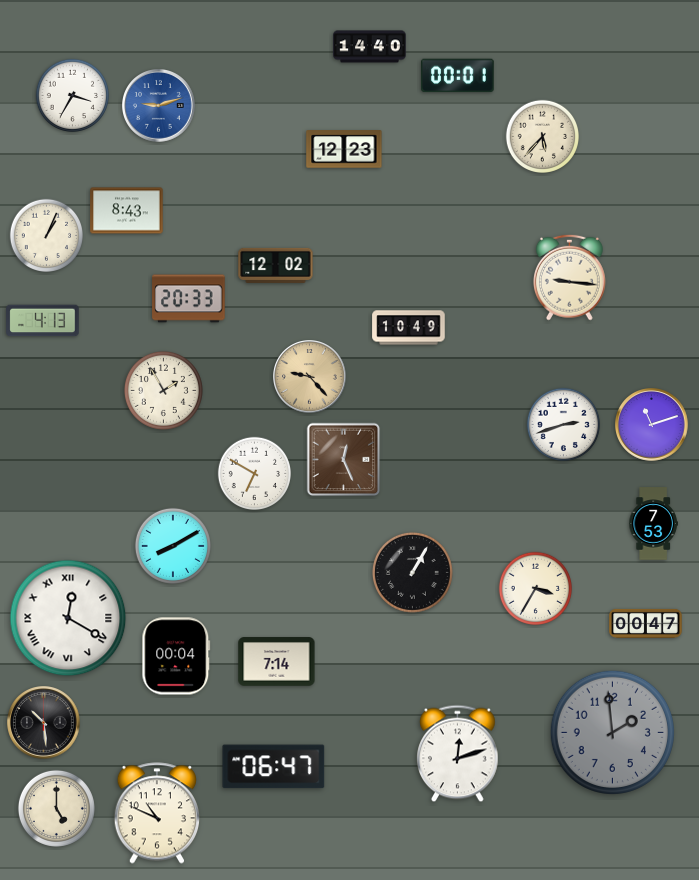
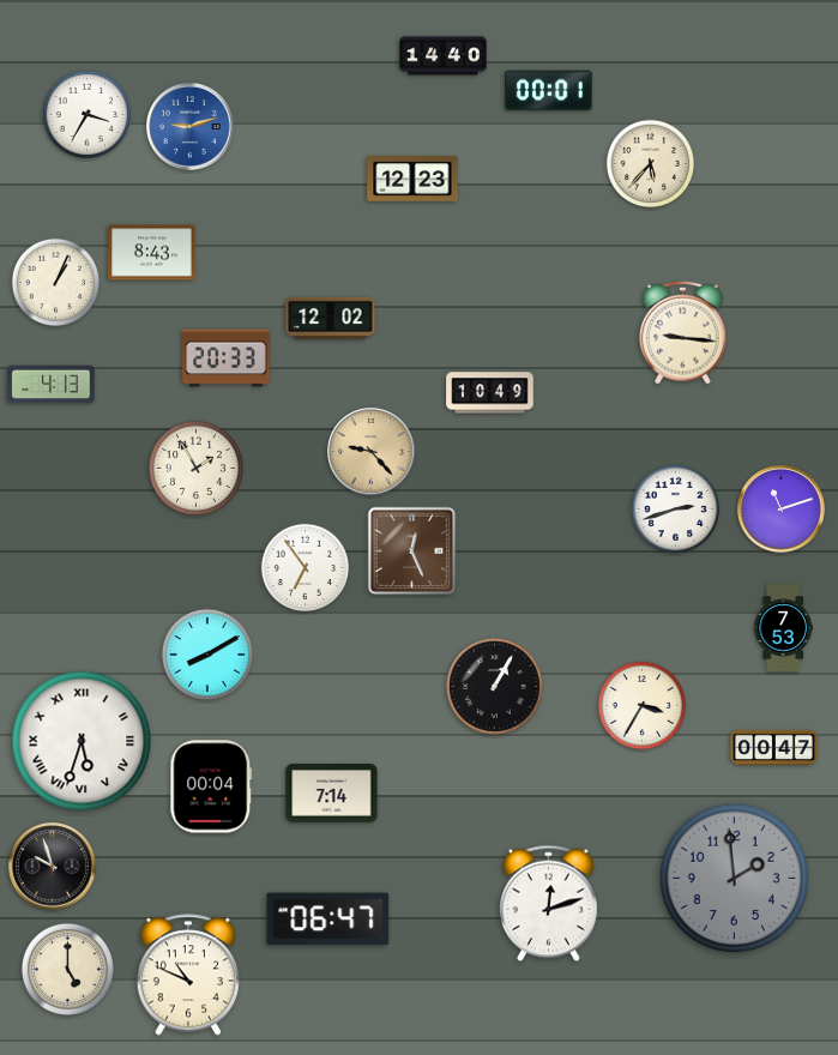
clock at (255, 474): 6:50 -> 6:54
clock at (68, 618): 12:20 -> 5:33
clock at (44, 723): 10:29 -> 9:57
